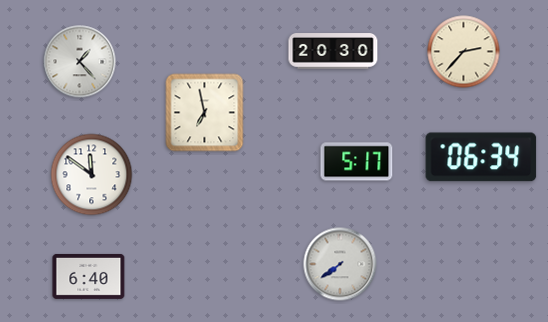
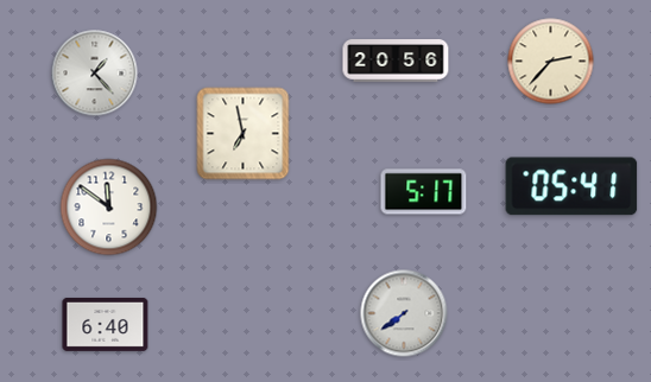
clock at (333, 51): 20:30 -> 20:56
clock at (481, 157): 06:34 -> 05:41
clock at (89, 276) position: (89, 276) -> (106, 324)
